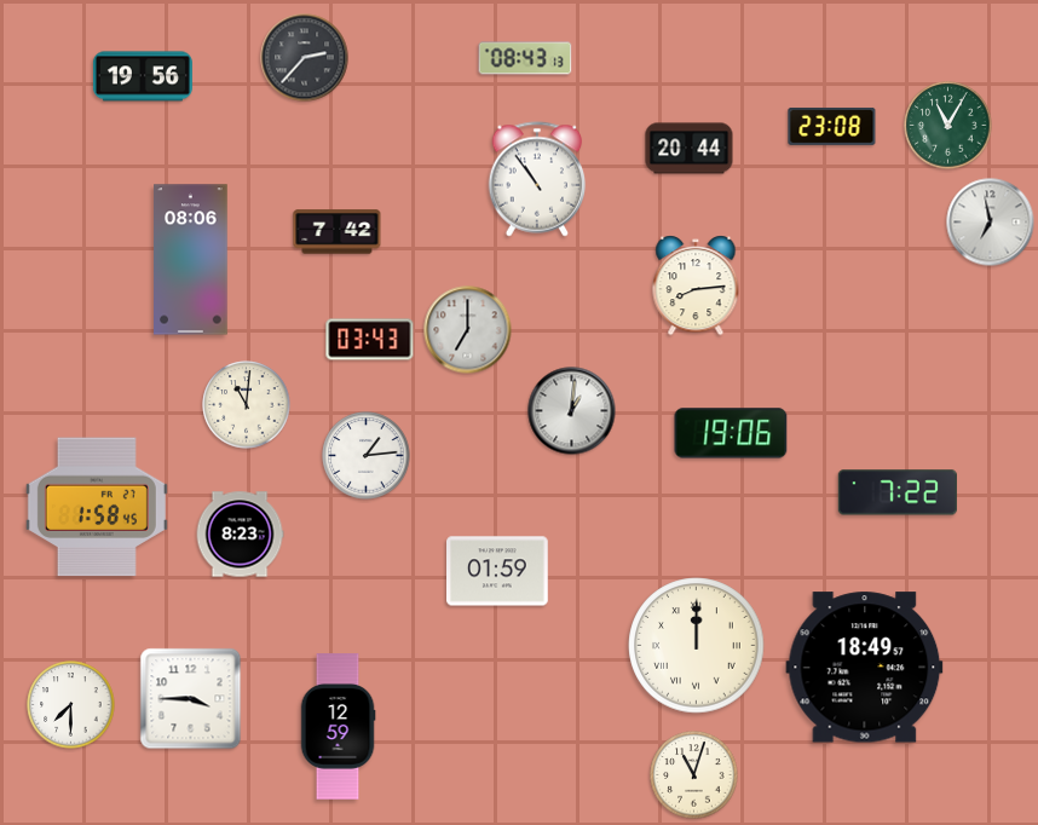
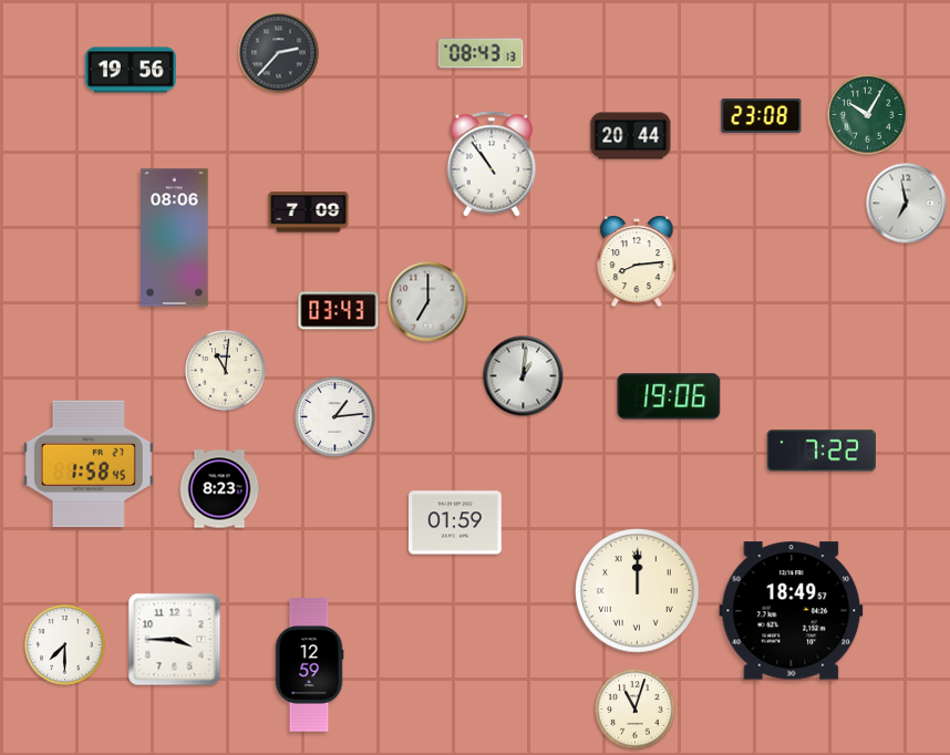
clock at (948, 126): 11:05 -> 10:05
clock at (338, 232): 7:42 -> 7:09
